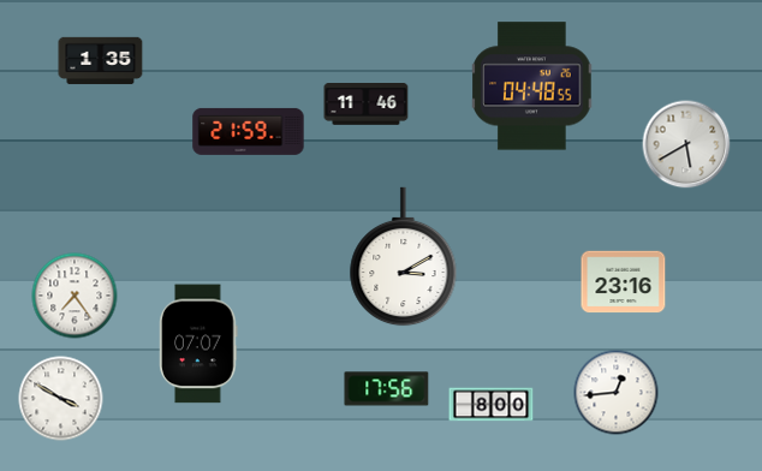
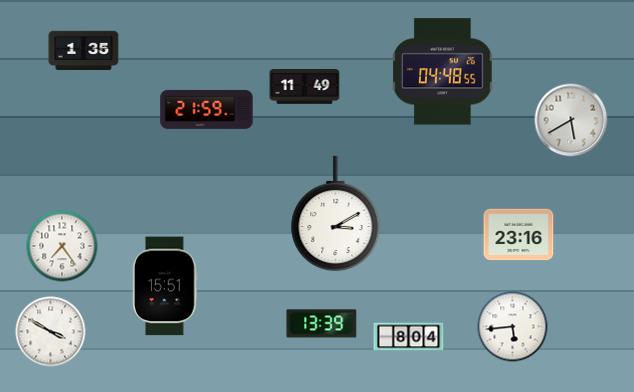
clock at (367, 105): 11:46 -> 11:49
clock at (198, 344): 07:07 -> 15:51
clock at (387, 389): 17:56 -> 13:39
clock at (617, 393): 12:44 -> 5:44
clock at (492, 405): 8:00 -> 8:04
